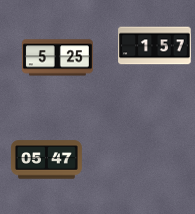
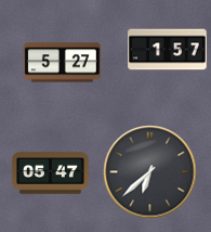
clock at (57, 58): 5:25 -> 5:27
clock at (150, 172): none -> 6:38
